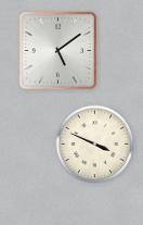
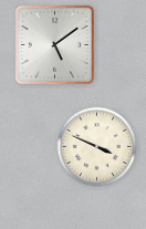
clock at (57, 50) position: (57, 50) -> (54, 44)
